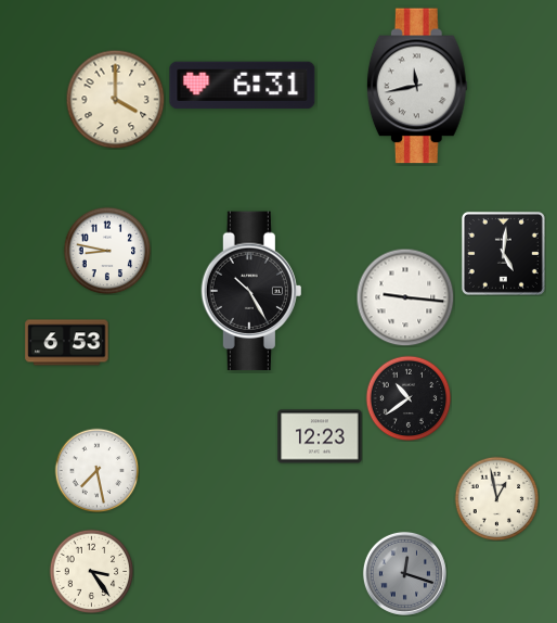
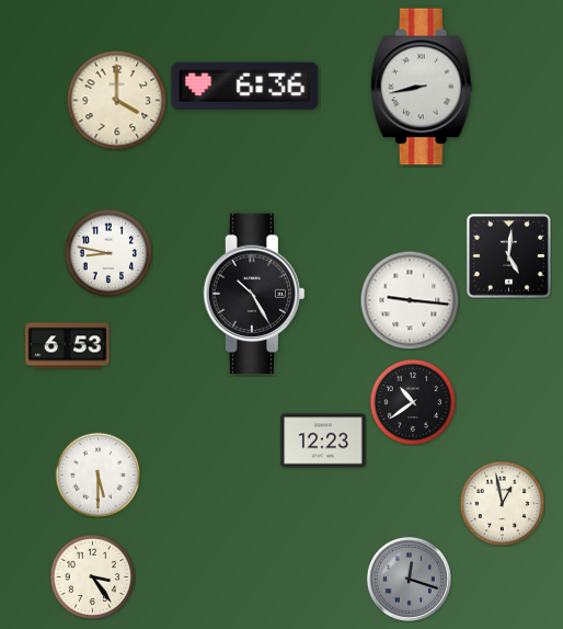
clock at (243, 86): 6:31 -> 6:36
clock at (417, 86): 11:43 -> 8:43
clock at (96, 470): 7:28 -> 5:30
